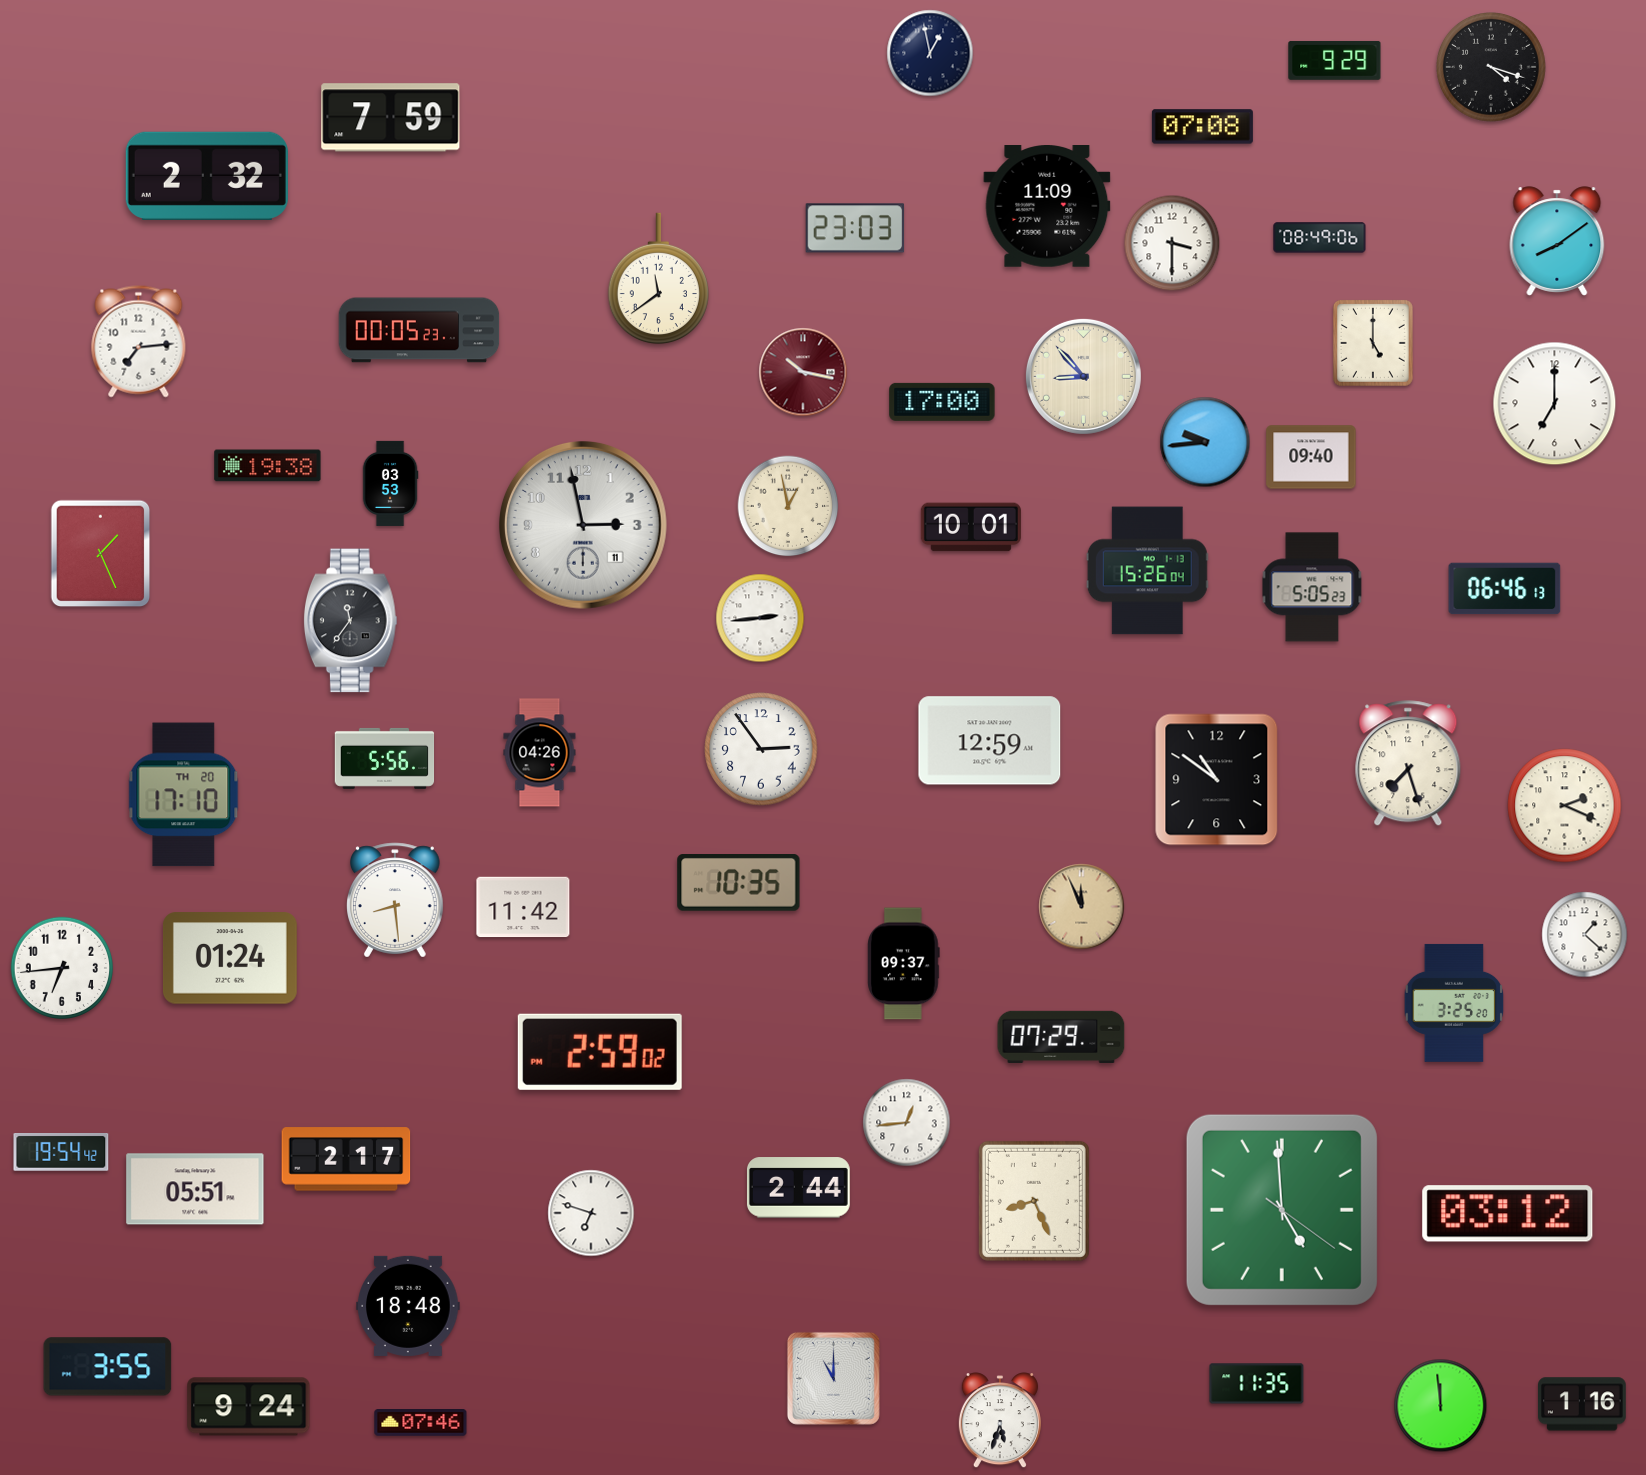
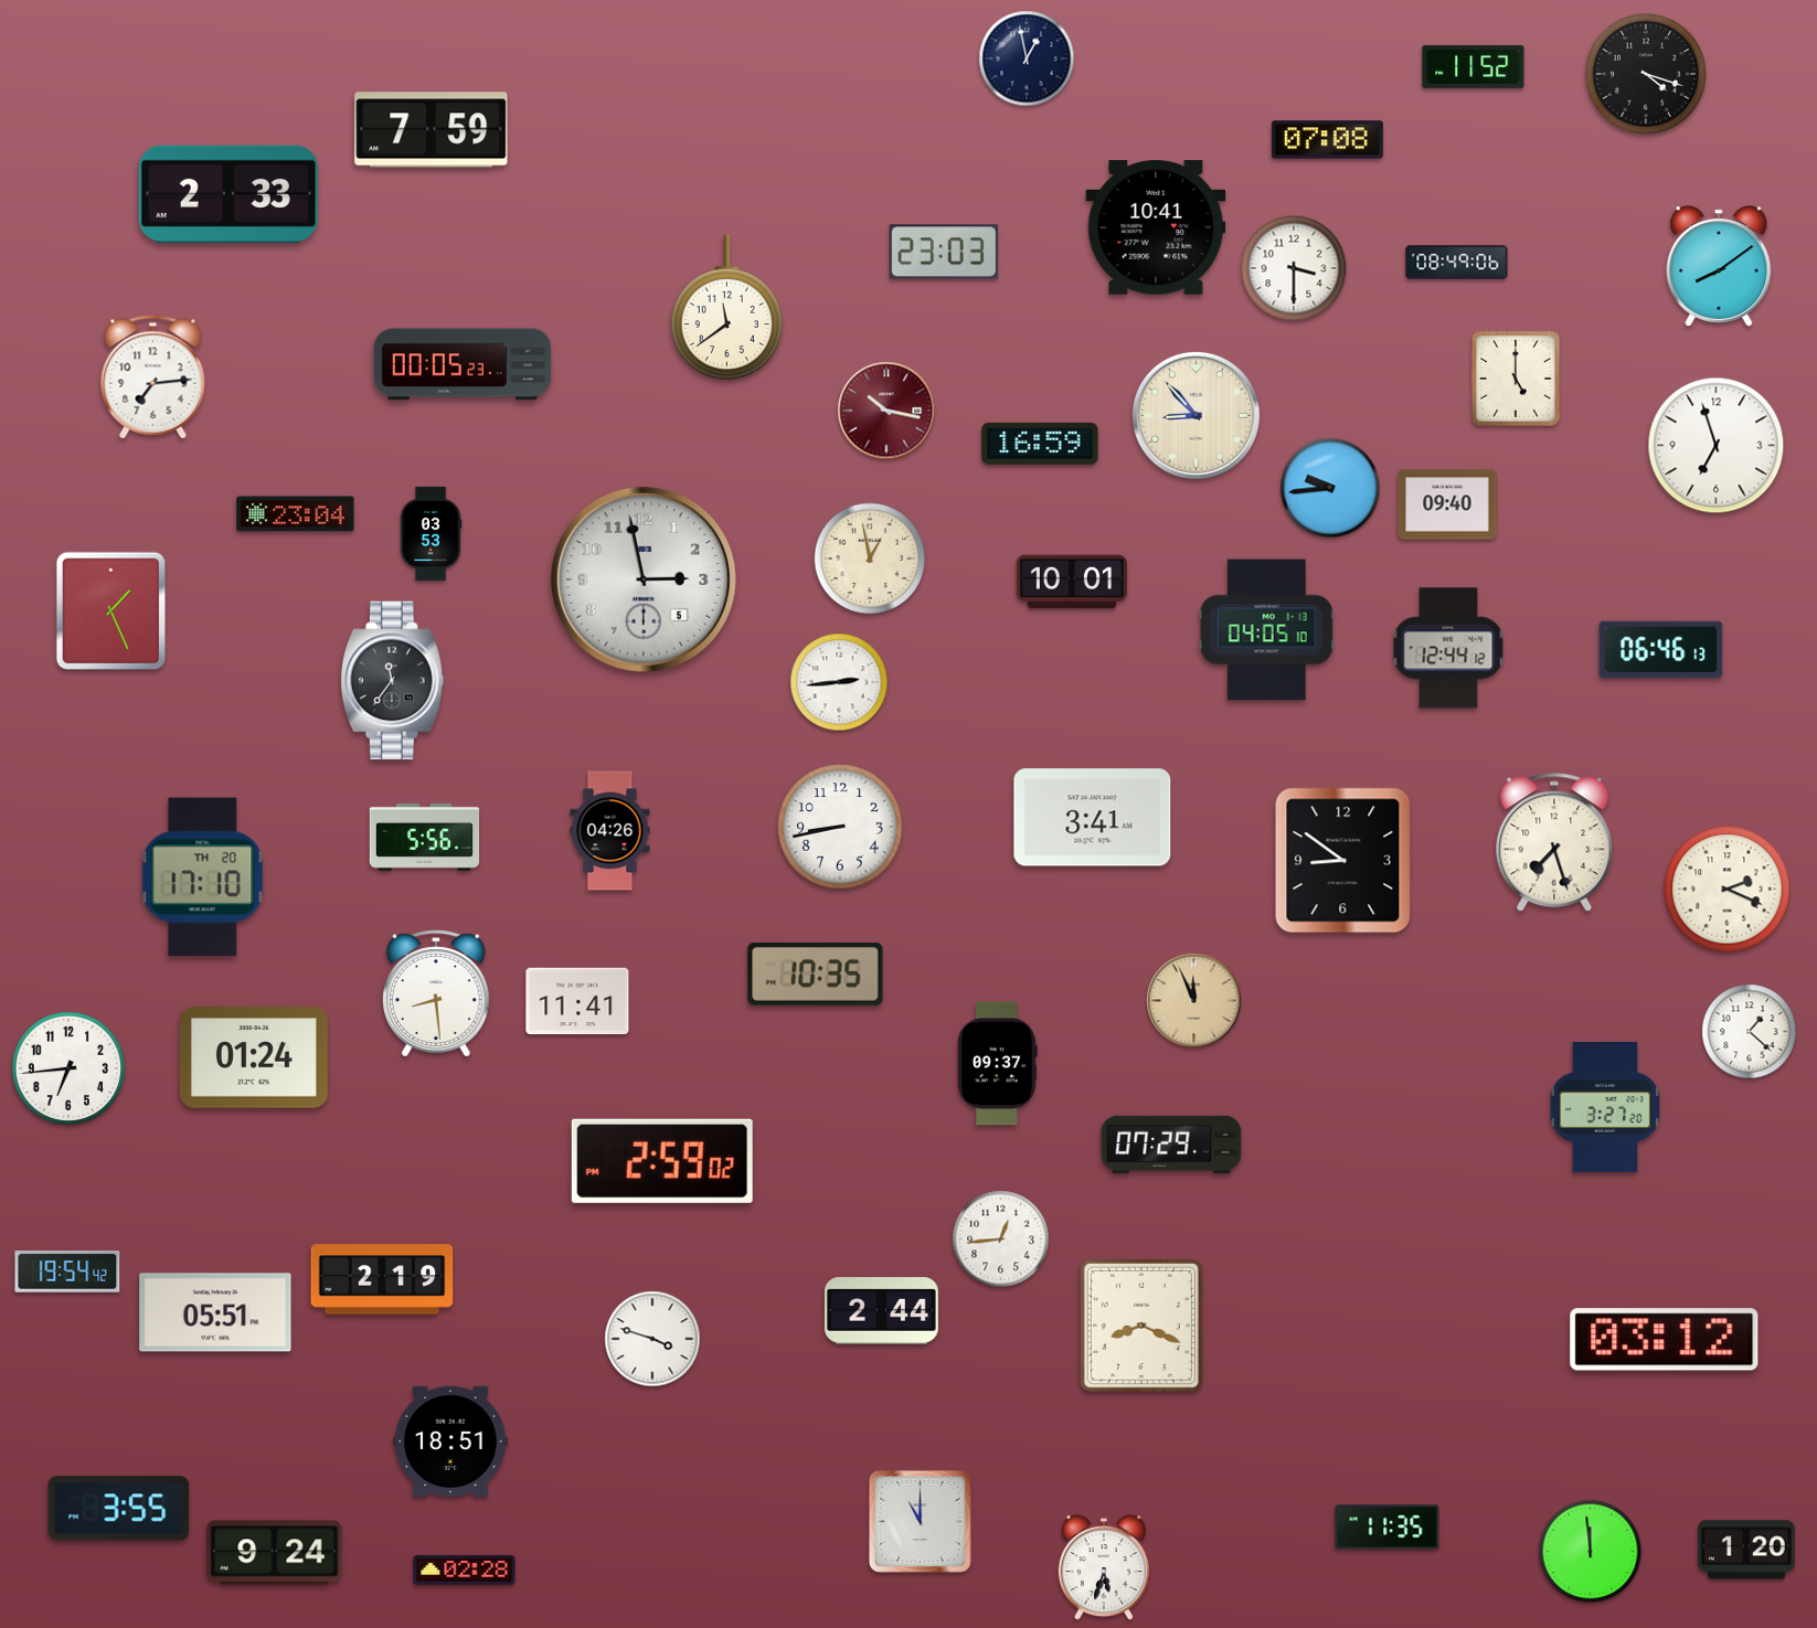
clock at (1335, 60): 9:29 -> 11:52
clock at (207, 176): 2:32 -> 2:33
clock at (1047, 207): 11:09 -> 10:41
clock at (942, 402): 17:00 -> 16:59
clock at (1555, 404): 7:00 -> 6:57
clock at (268, 466): 19:38 -> 23:04
clock at (583, 525) date: 11 -> 5
clock at (1147, 571): 15:26 -> 04:05
clock at (1312, 587): 5:05 -> 12:44
clock at (350, 621) position: (350, 621) -> (392, 681)
clock at (990, 741): 12:59 -> 3:41
clock at (761, 749): 2:54 -> 8:43
clock at (540, 753) position: (540, 753) -> (610, 831)
clock at (1217, 780): 10:51 -> 8:51
clock at (523, 907): 11:42 -> 11:41
clock at (1454, 1003): 3:25 -> 3:27
clock at (346, 1159): 2:17 -> 2:19
clock at (1034, 1201): 8:26 -> 8:19
clock at (1282, 1210): 4:59 -> none
clock at (591, 1213): 6:48 -> 3:48
clock at (408, 1306): 18:48 -> 18:51
clock at (1583, 1404): 1:16 -> 1:20
clock at (421, 1423): 07:46 -> 02:28
